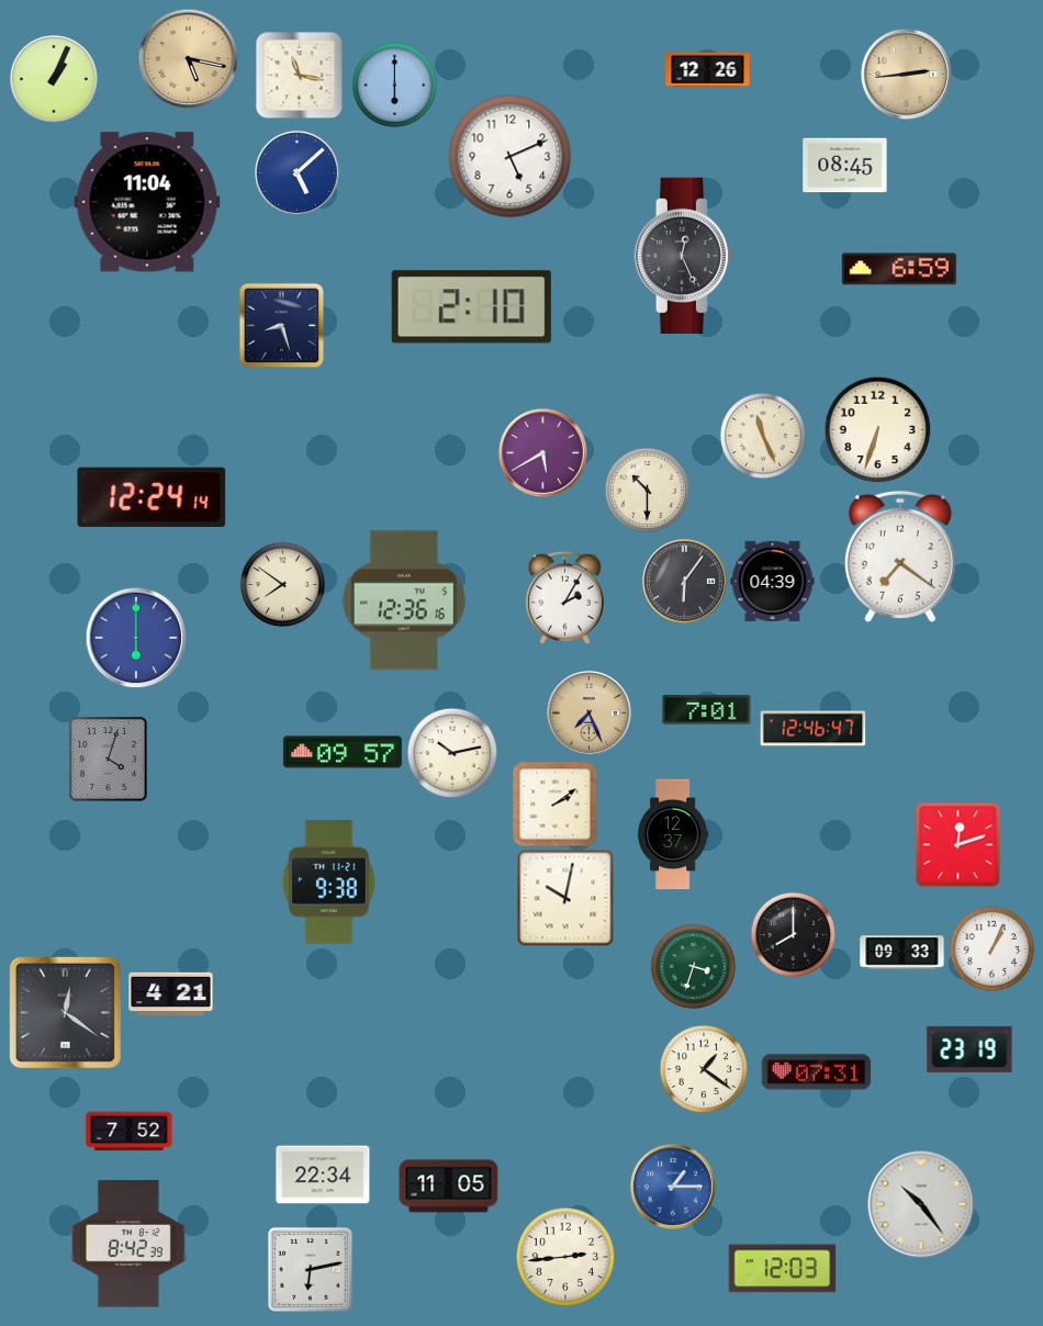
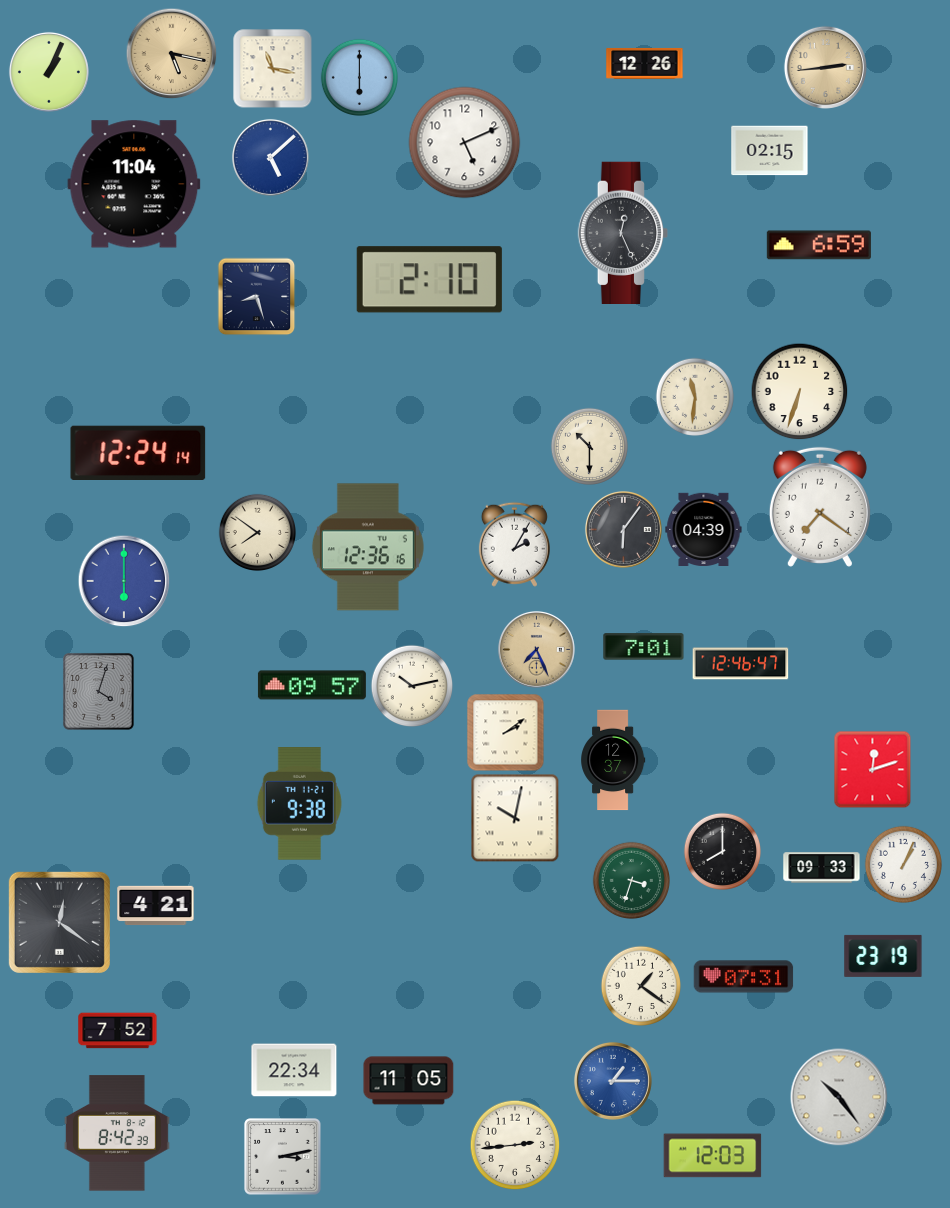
clock at (845, 166): 08:45 -> 02:15
clock at (762, 435): 11:26 -> 11:31
clock at (542, 452): 5:40 -> none
clock at (703, 1068) position: (703, 1068) -> (640, 985)
clock at (311, 1270): 6:13 -> 3:13
